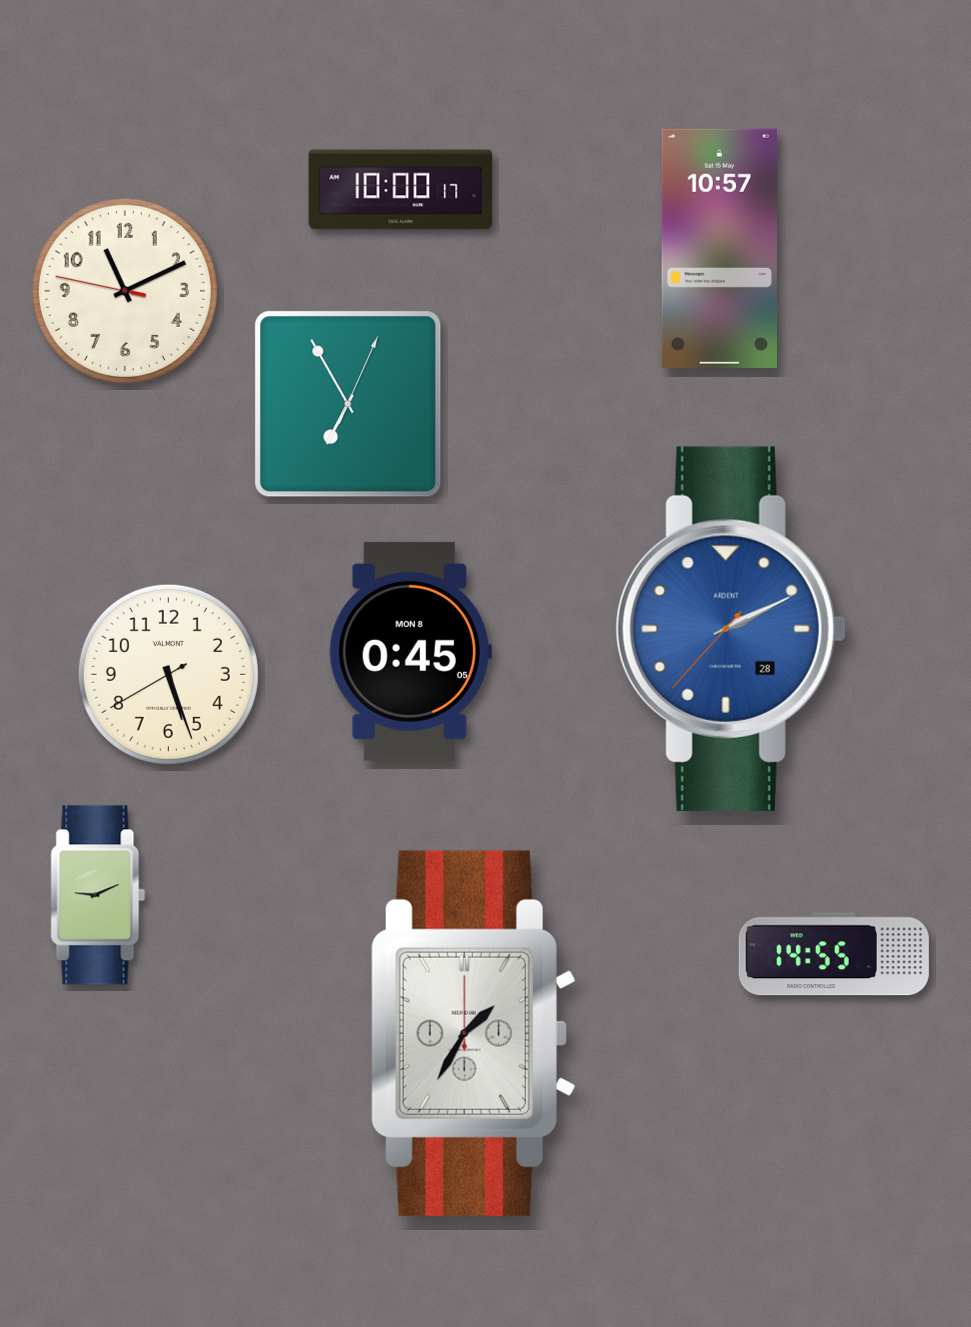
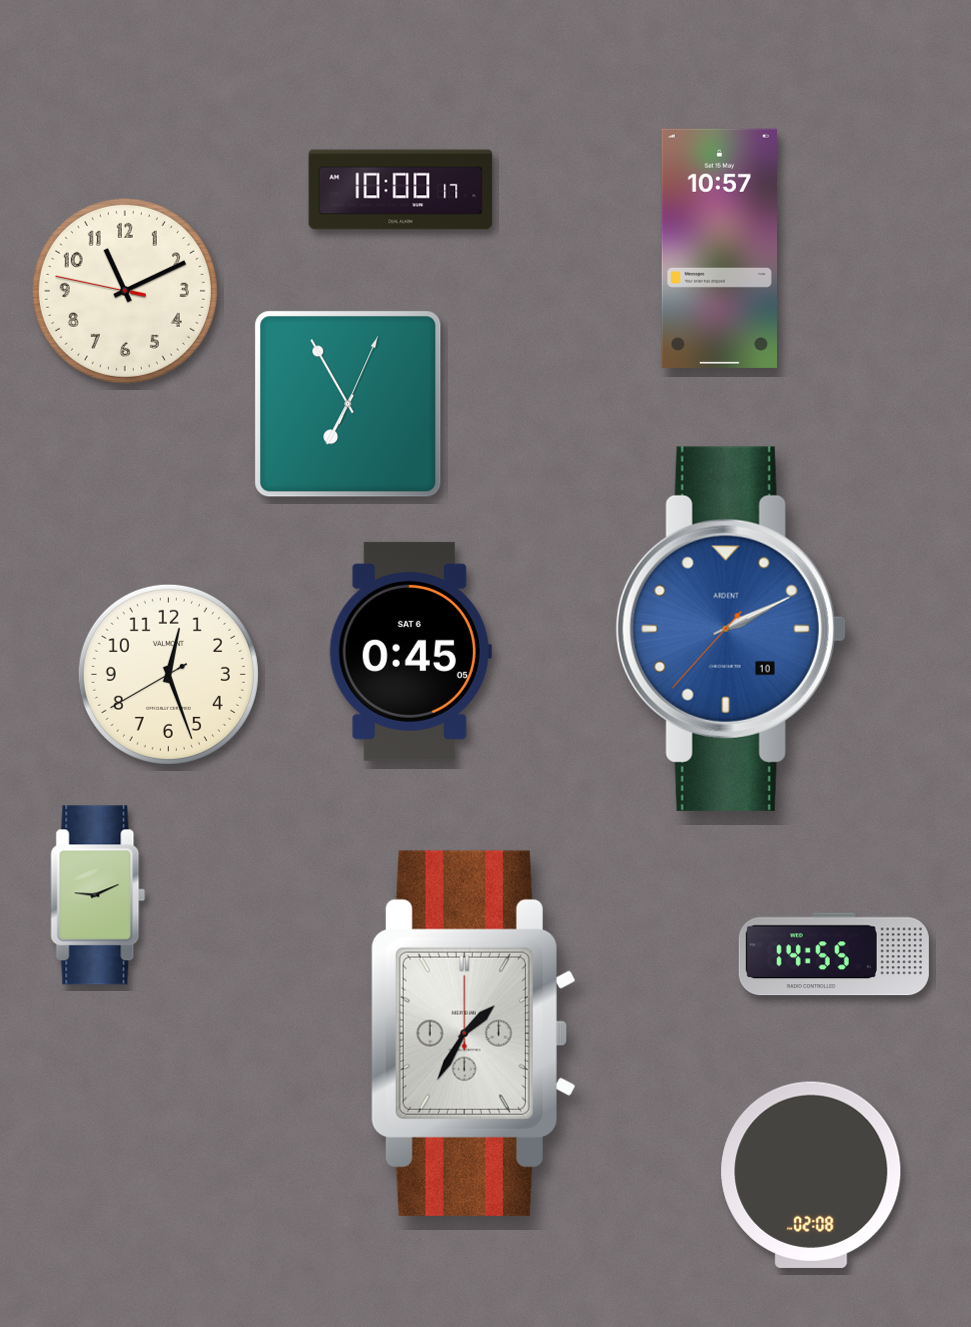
clock at (731, 629) date: 28 -> 10
clock at (410, 651) date: MON 8 -> SAT 6
clock at (168, 674): 5:26 -> 12:26
clock at (811, 1175): none -> 02:08
